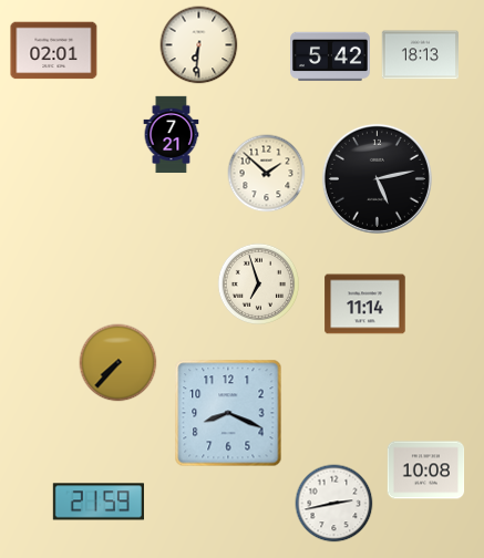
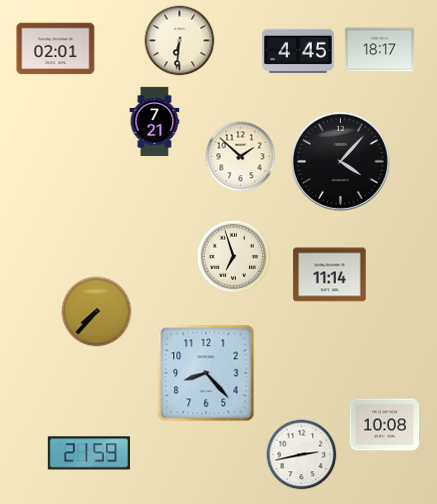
clock at (54, 51) position: (54, 51) -> (56, 49)
clock at (421, 55): 18:13 -> 18:17
clock at (330, 56): 5:42 -> 4:45
clock at (377, 178): 5:13 -> 4:07
clock at (119, 363) position: (119, 363) -> (97, 312)
clock at (228, 413): 8:19 -> 8:23
